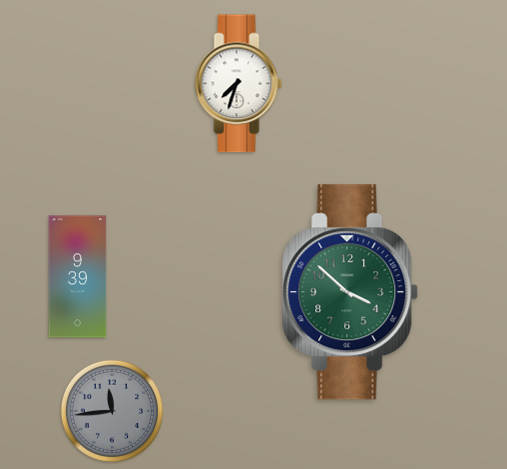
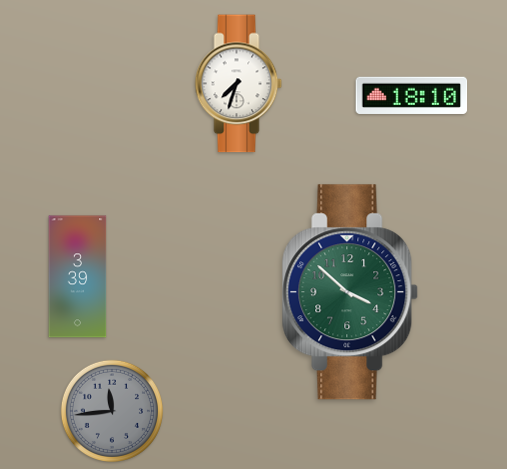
clock at (412, 95): none -> 18:10
clock at (78, 277): 9:39 -> 3:39
